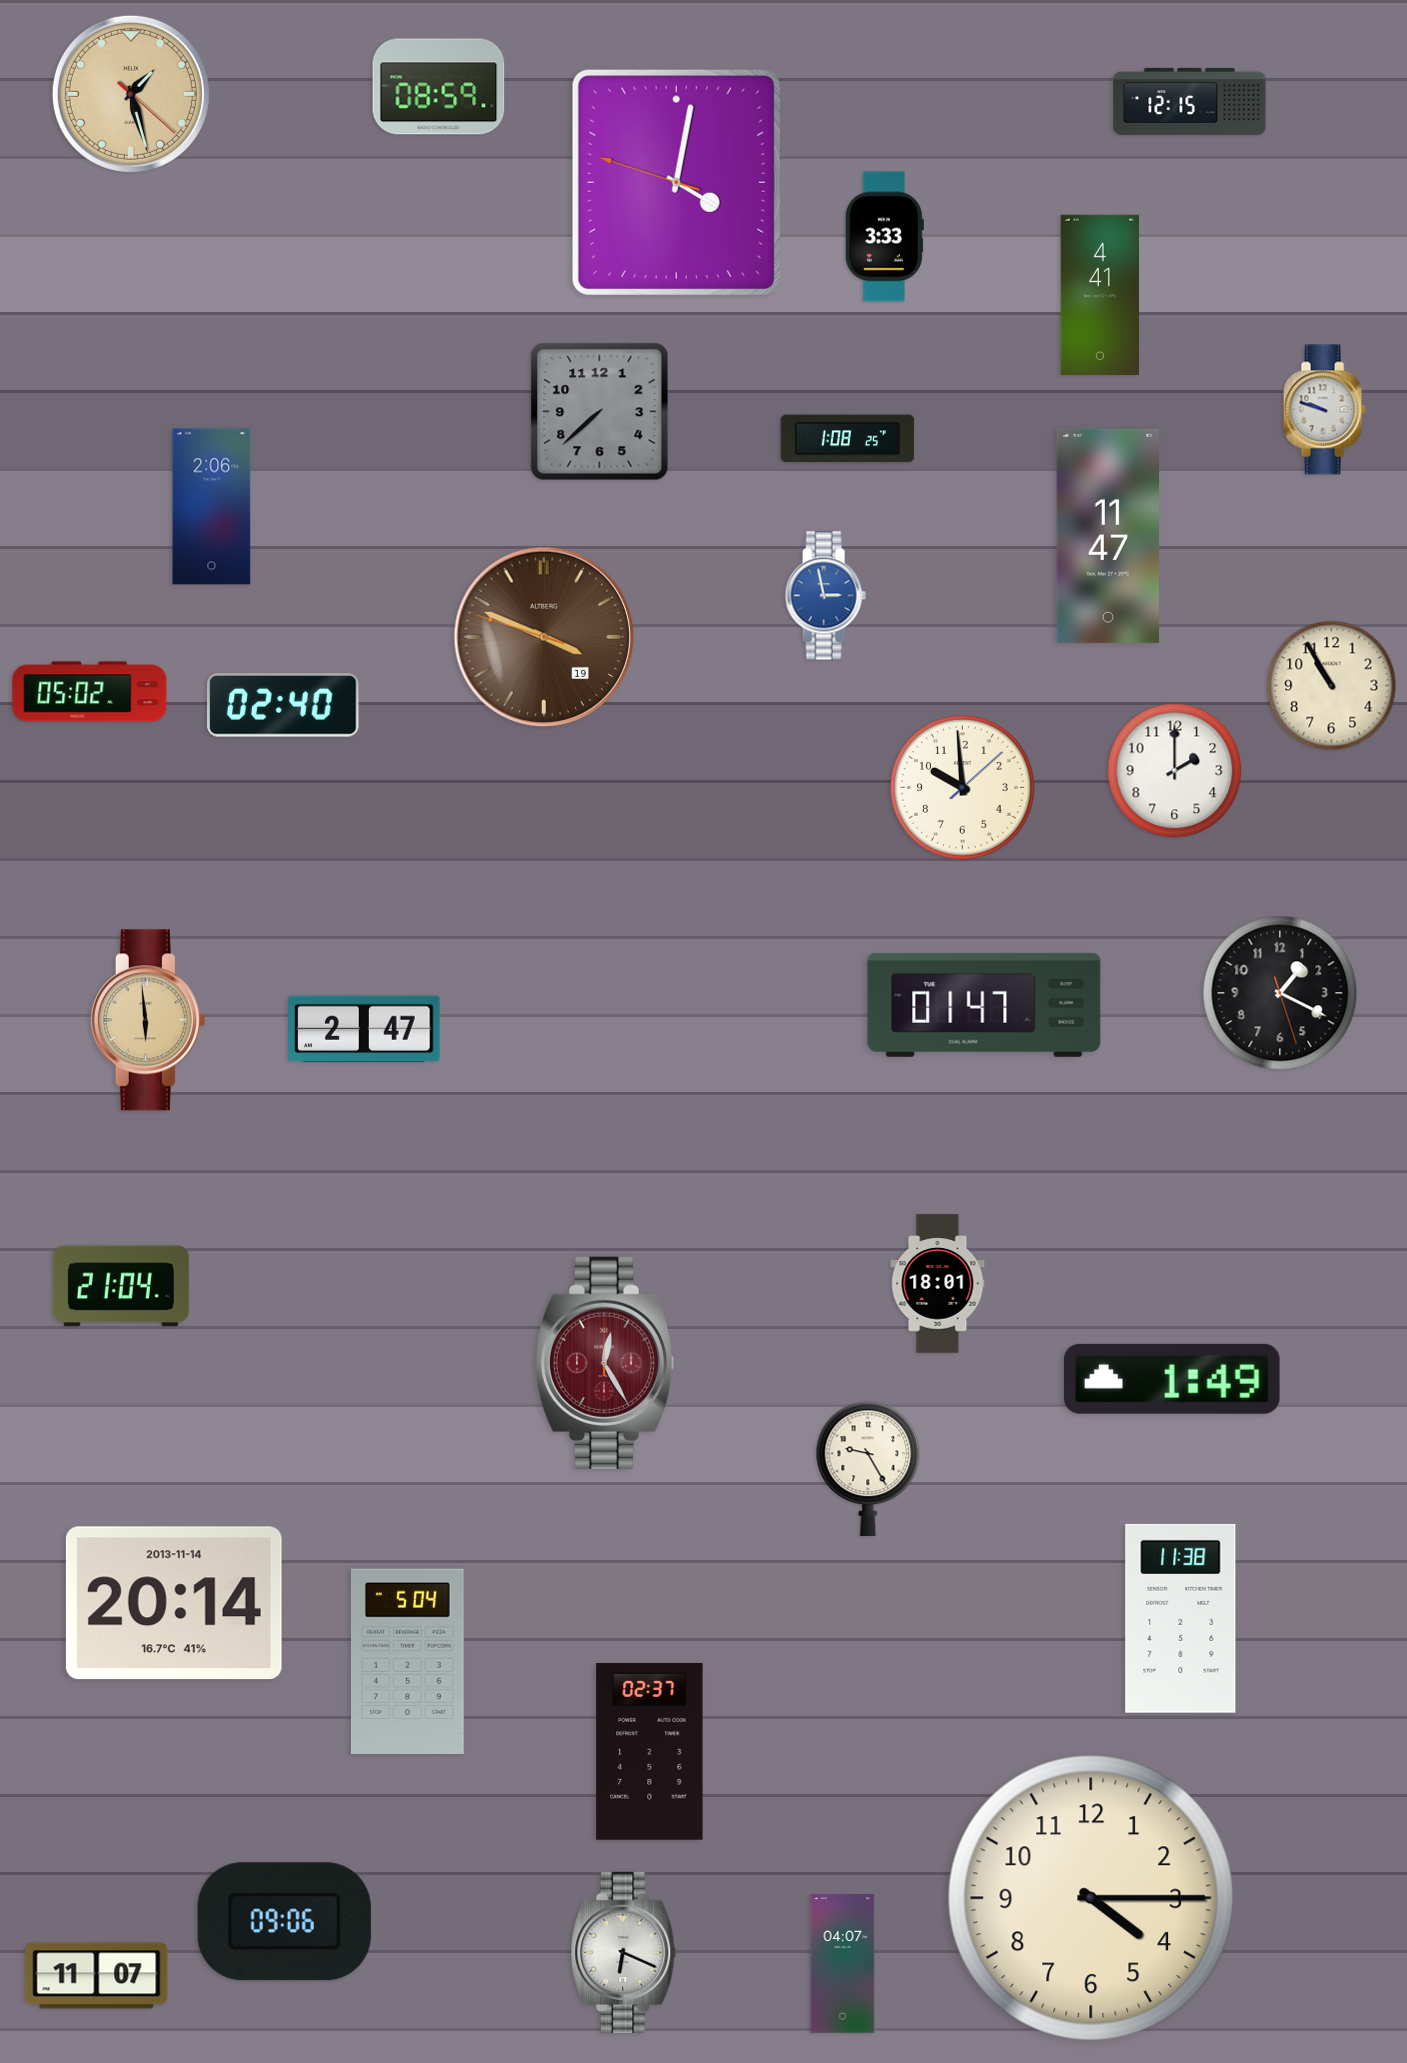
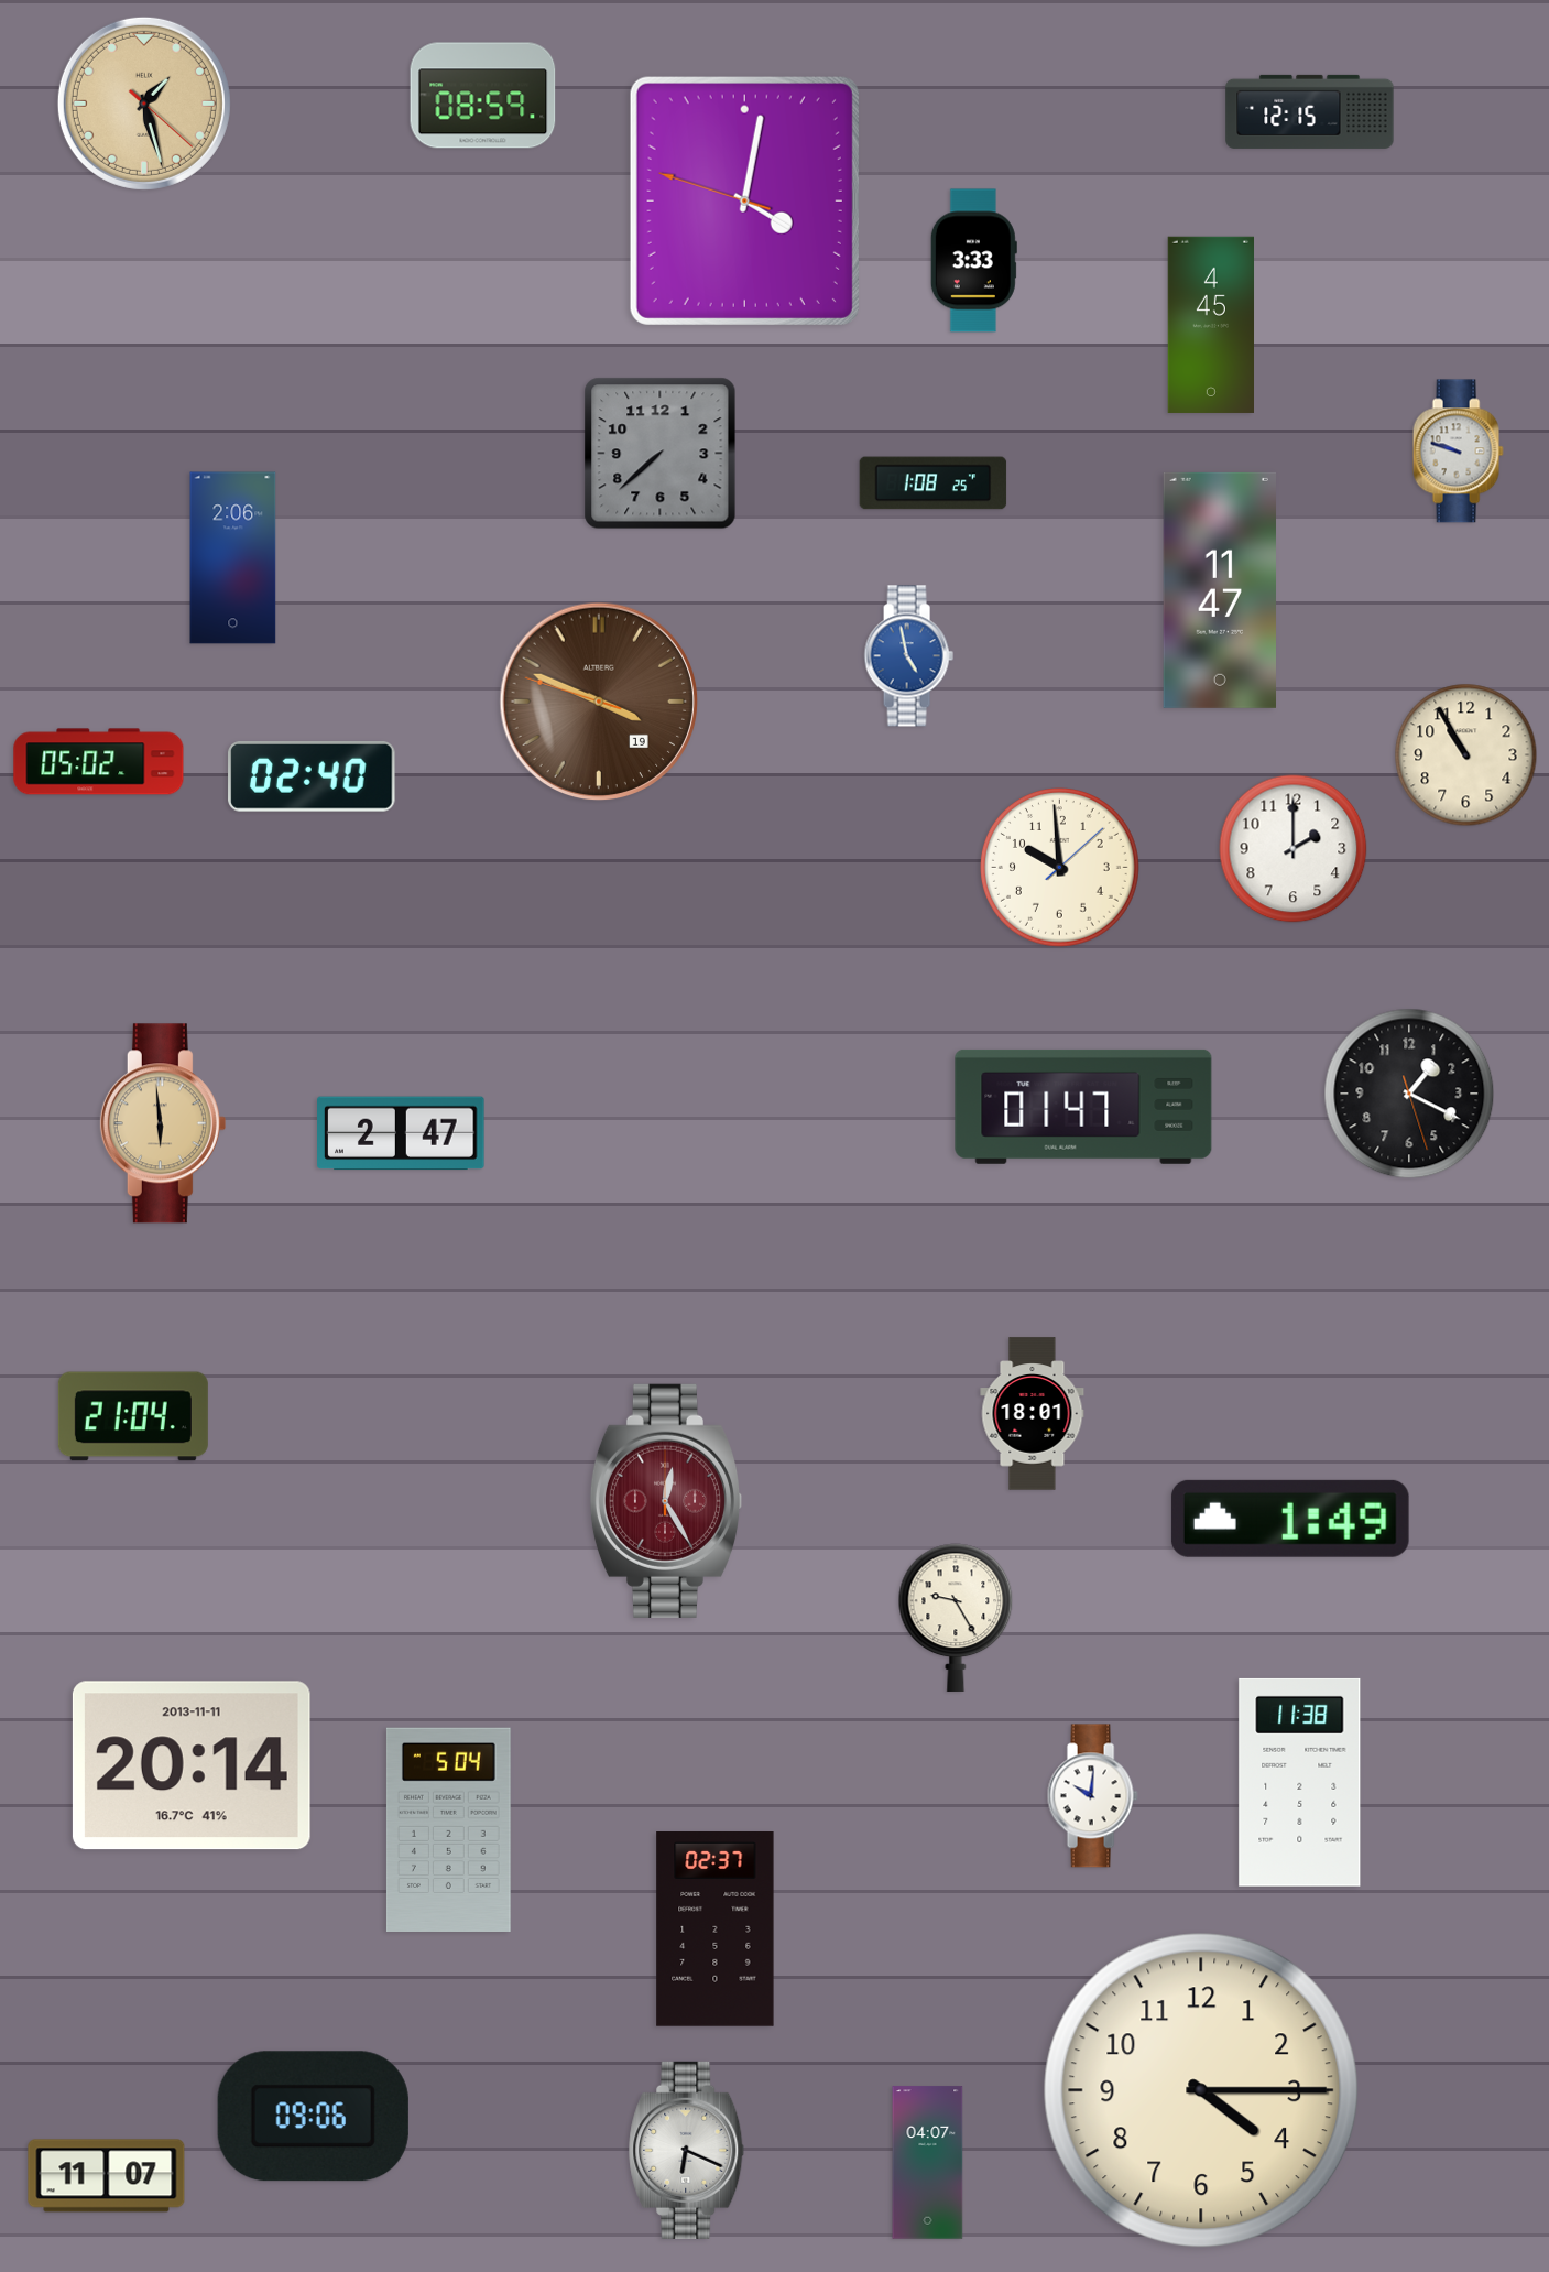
clock at (1100, 295): 4:41 -> 4:45
clock at (825, 596): 2:58 -> 4:58
clock at (174, 1603) date: 2013-11-14 -> 2013-11-11
clock at (1092, 1796): none -> 10:01
